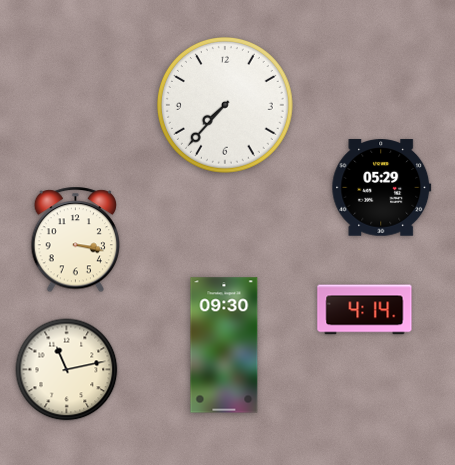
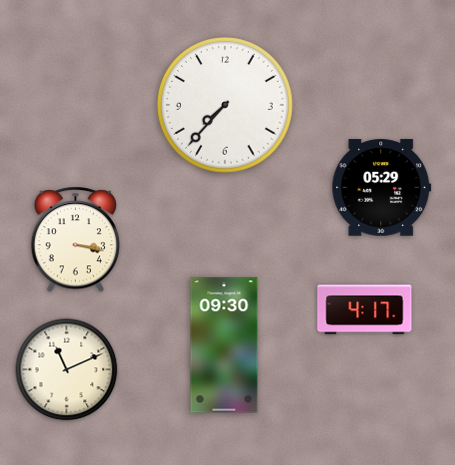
clock at (365, 310): 4:14 -> 4:17
clock at (67, 370): 11:13 -> 11:11
